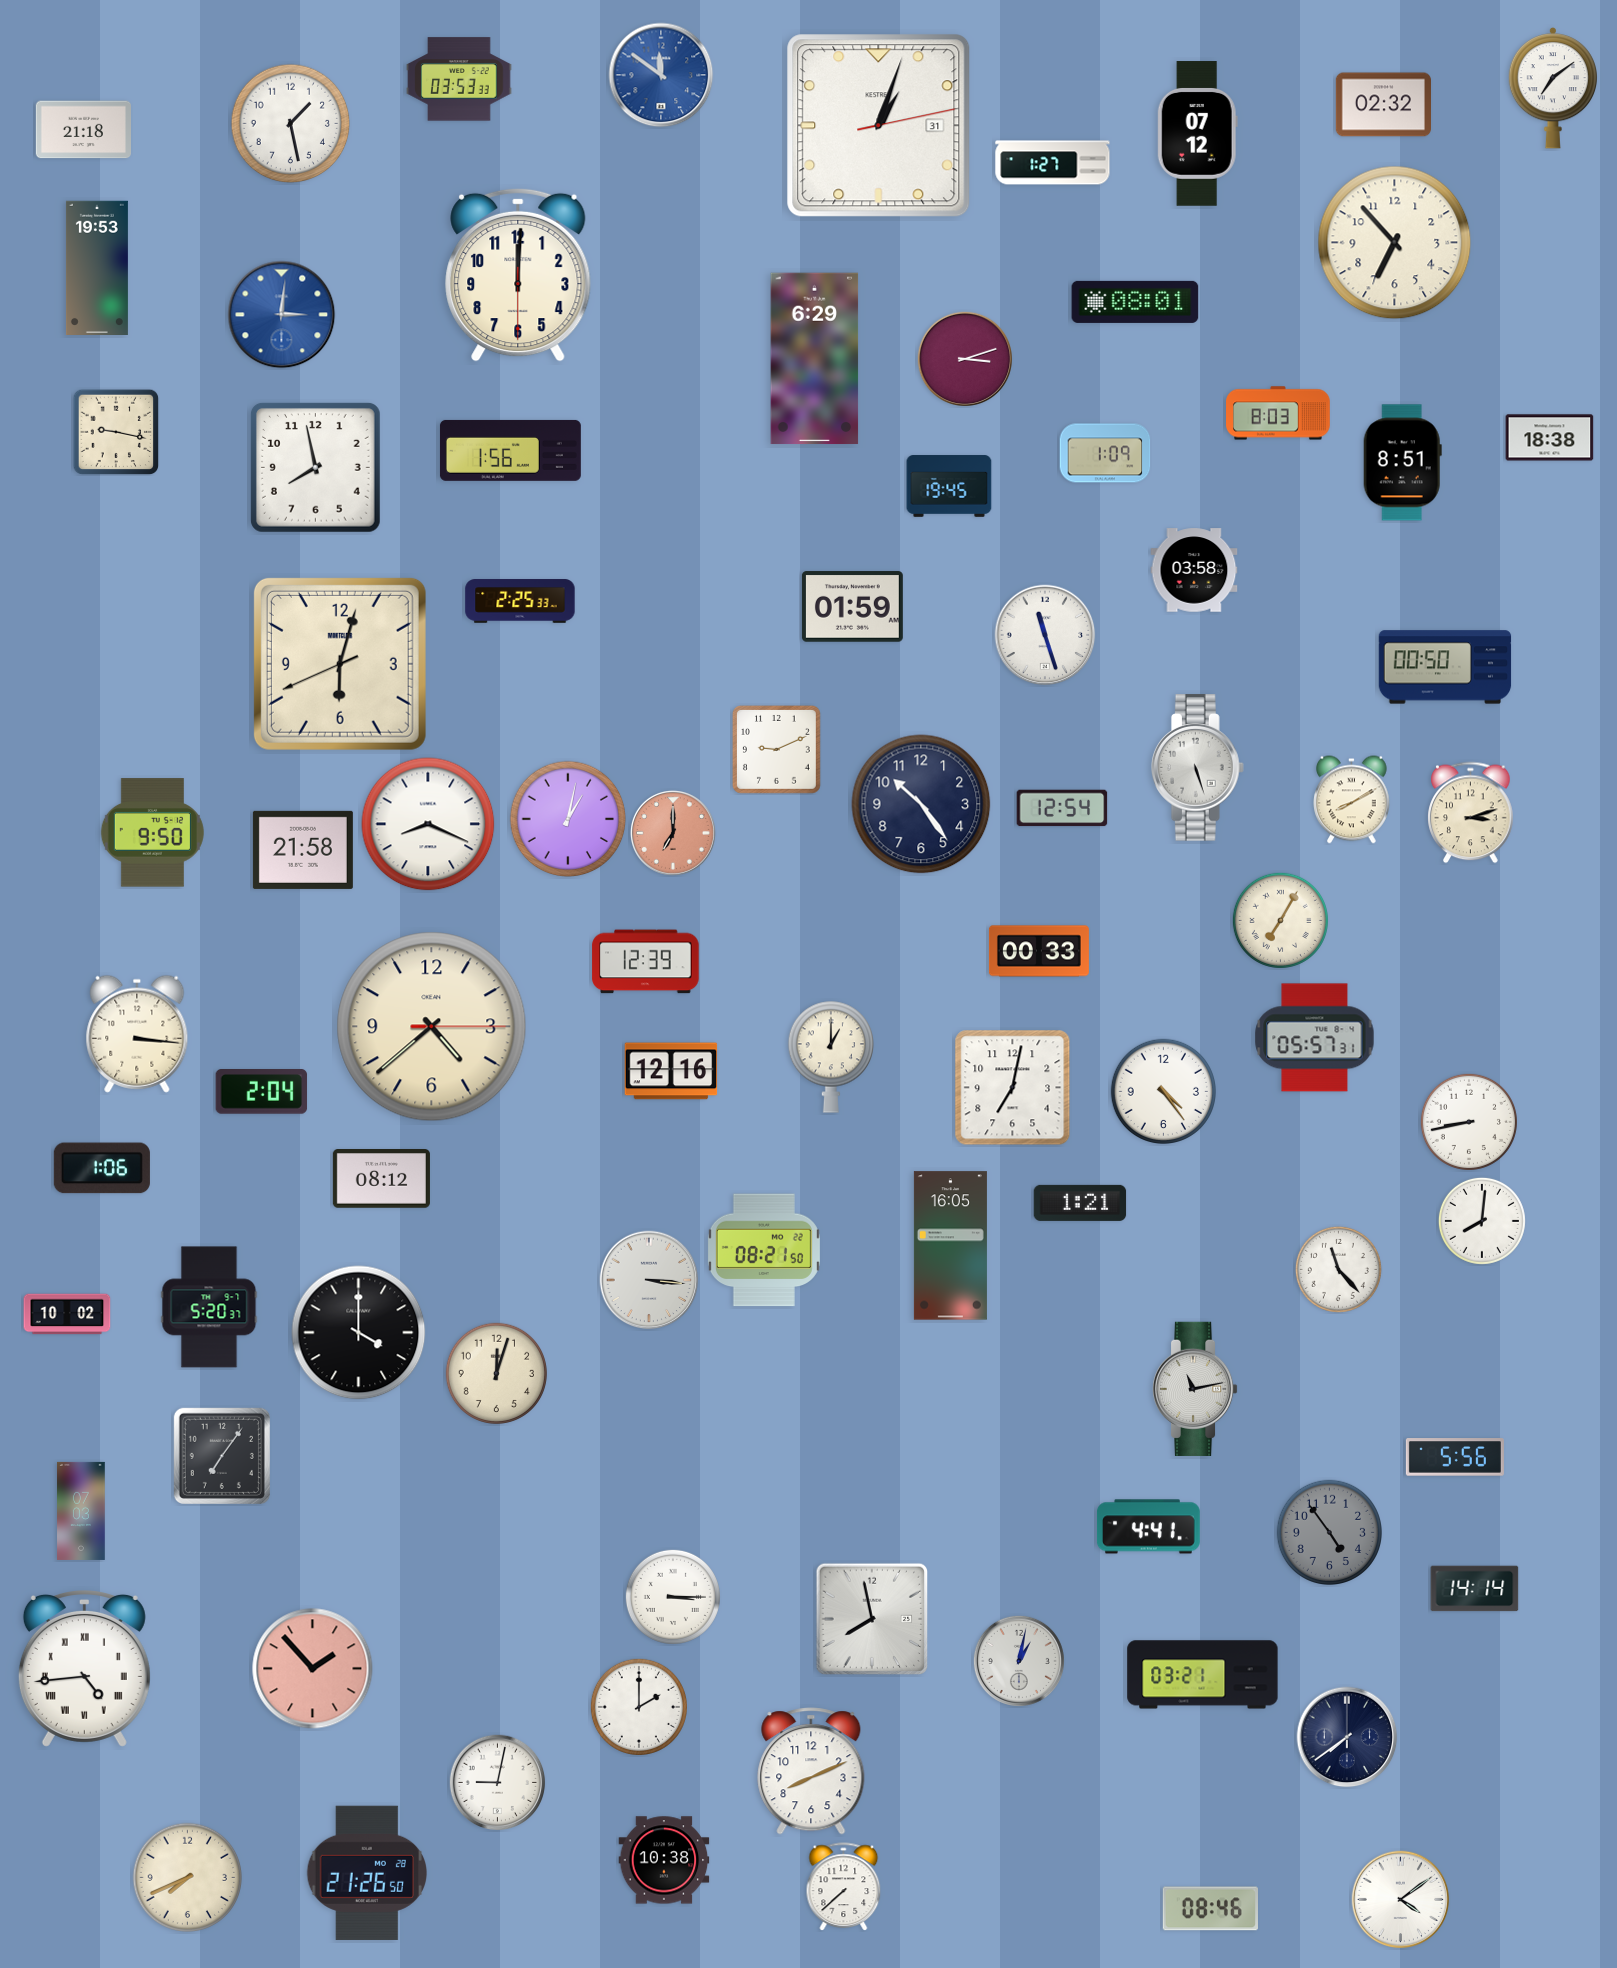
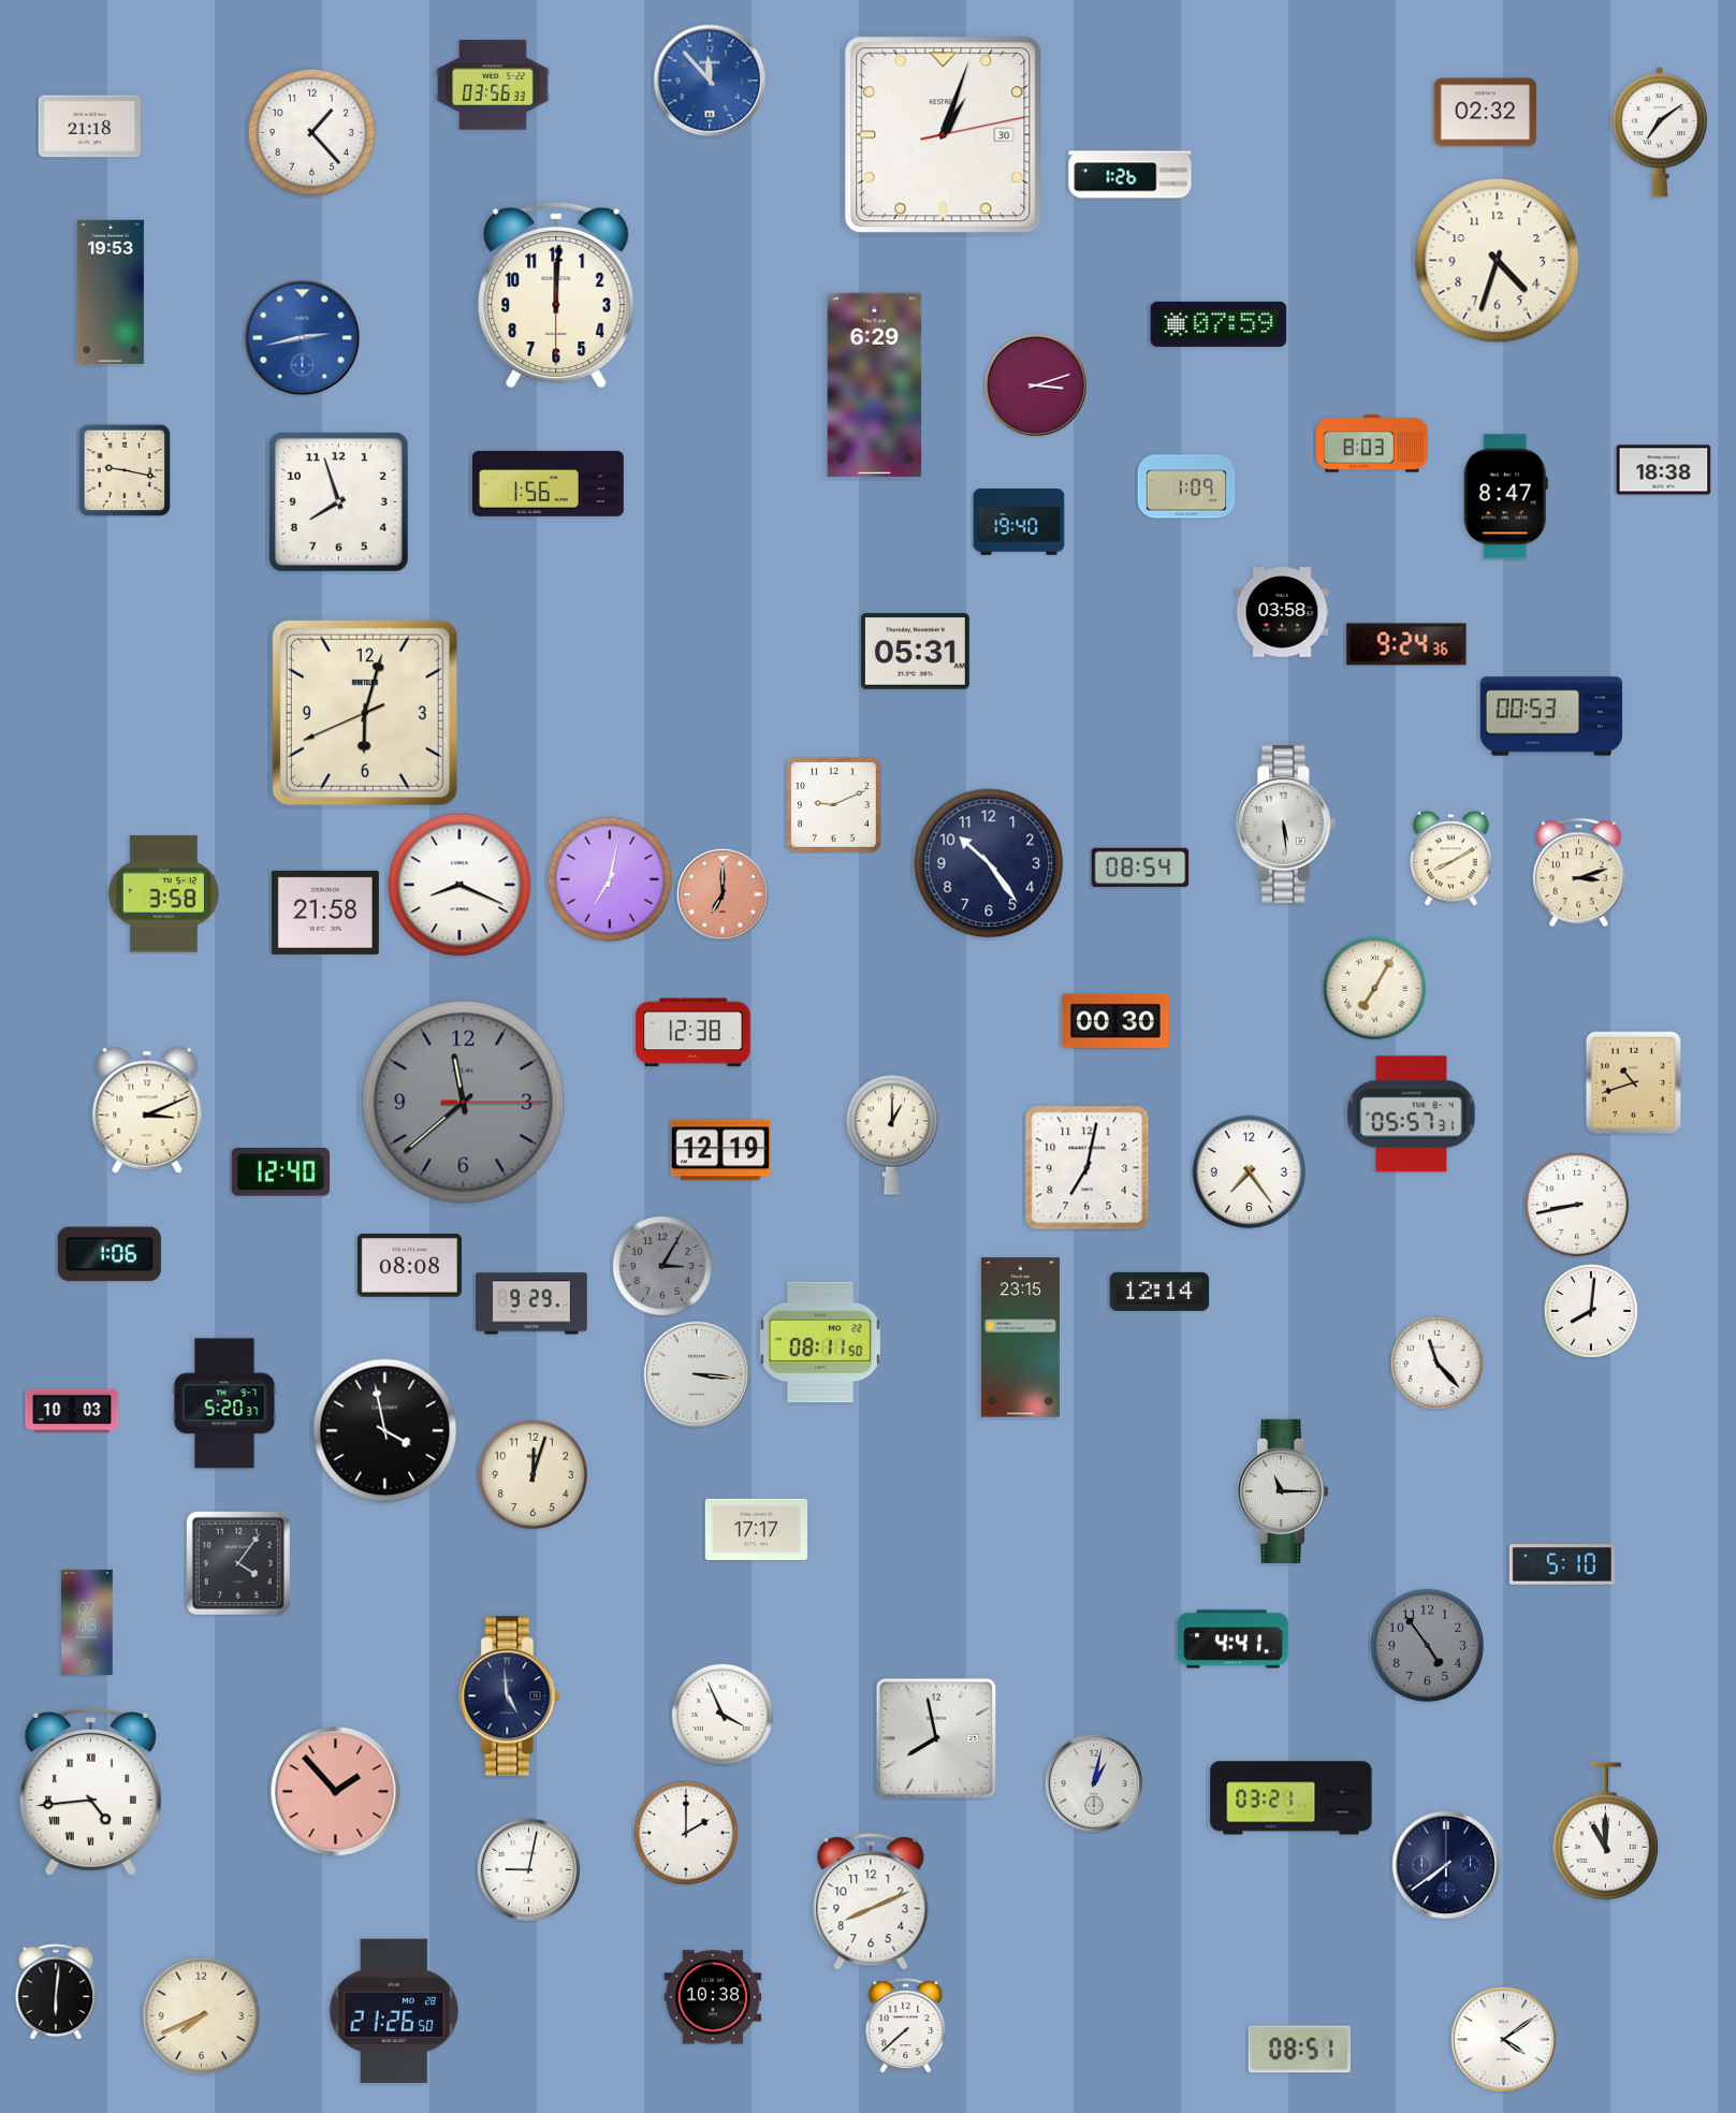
clock at (661, 75): 11:51 -> 11:53
clock at (459, 79): 03:53 -> 03:56
clock at (1552, 89) position: (1552, 89) -> (1659, 133)
clock at (291, 124): 1:28 -> 1:23
clock at (879, 126) date: 31 -> 30
clock at (83, 130) position: (83, 130) -> (89, 127)
clock at (1197, 134): 07:12 -> none
clock at (1053, 163): 1:27 -> 1:26
clock at (1395, 243): 6:53 -> 4:33
clock at (97, 267) position: (97, 267) -> (111, 291)
clock at (1135, 302): 08:01 -> 07:59
clock at (282, 315): 3:01 -> 2:43
clock at (116, 432) position: (116, 432) -> (125, 470)
clock at (1402, 463): 8:51 -> 8:47
clock at (315, 467): 7:58 -> 7:57
clock at (949, 486): 19:45 -> 19:40
clock at (1406, 644): none -> 9:24
clock at (520, 601): 2:25 -> none
clock at (852, 607): 01:59 -> 05:31
clock at (1045, 635): 11:27 -> none
clock at (1445, 667): 00:50 -> 00:53
clock at (1197, 768): 5:27 -> 5:29
clock at (1062, 808): 12:54 -> 08:54
clock at (568, 819): 1:02 -> 7:02
clock at (152, 833): 9:50 -> 3:58
clock at (1039, 951): 00:33 -> 00:30
clock at (646, 962): 12:39 -> 12:38
clock at (1634, 1083): none -> 10:42
clock at (432, 1027): 4:38 -> 11:38
clock at (432, 1027) dial: cream -> grey
clock at (137, 1034): 3:16 -> 3:11
clock at (671, 1071): 12:16 -> 12:19
clock at (1163, 1091): 4:24 -> 7:24
clock at (262, 1092): 2:04 -> 12:40
clock at (381, 1179): 08:12 -> 08:08
clock at (662, 1266): none -> 3:05
clock at (1080, 1203): 1:21 -> 12:14
clock at (531, 1303): none -> 9:29
clock at (950, 1246): 16:05 -> 23:15
clock at (764, 1250): 08:21 -> 08:11
clock at (67, 1314): 10:02 -> 10:03
clock at (359, 1333): 4:00 -> 3:58
clock at (1195, 1389): 11:13 -> 11:15
clock at (756, 1529): none -> 17:17
clock at (222, 1456): 7:06 -> 4:06
clock at (1455, 1457): 5:56 -> 5:10
clock at (510, 1696): none -> 4:59
clock at (1475, 1589): 14:14 -> none
clock at (673, 1597): 3:15 -> 3:56
clock at (1606, 1832): none -> 11:00
clock at (498, 1783) position: (498, 1783) -> (529, 1870)
clock at (56, 1992): none -> 6:01
clock at (1210, 1909): 08:46 -> 08:51
